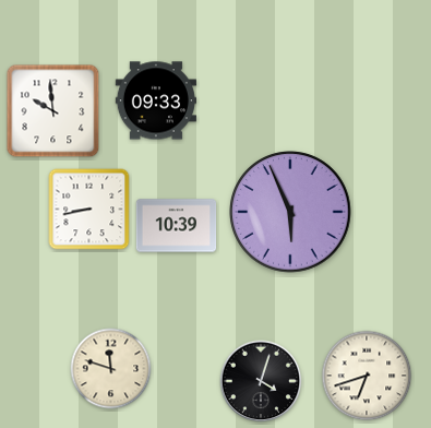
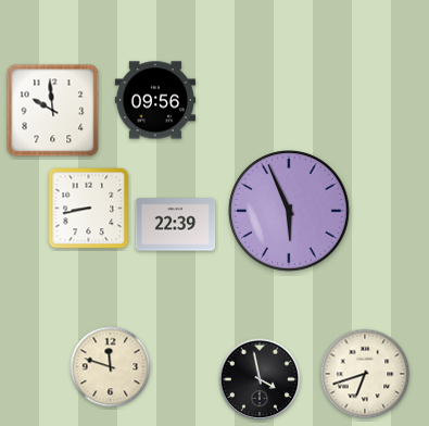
clock at (155, 100): 09:33 -> 09:56
clock at (177, 226): 10:39 -> 22:39
clock at (261, 381): 4:03 -> 3:58
